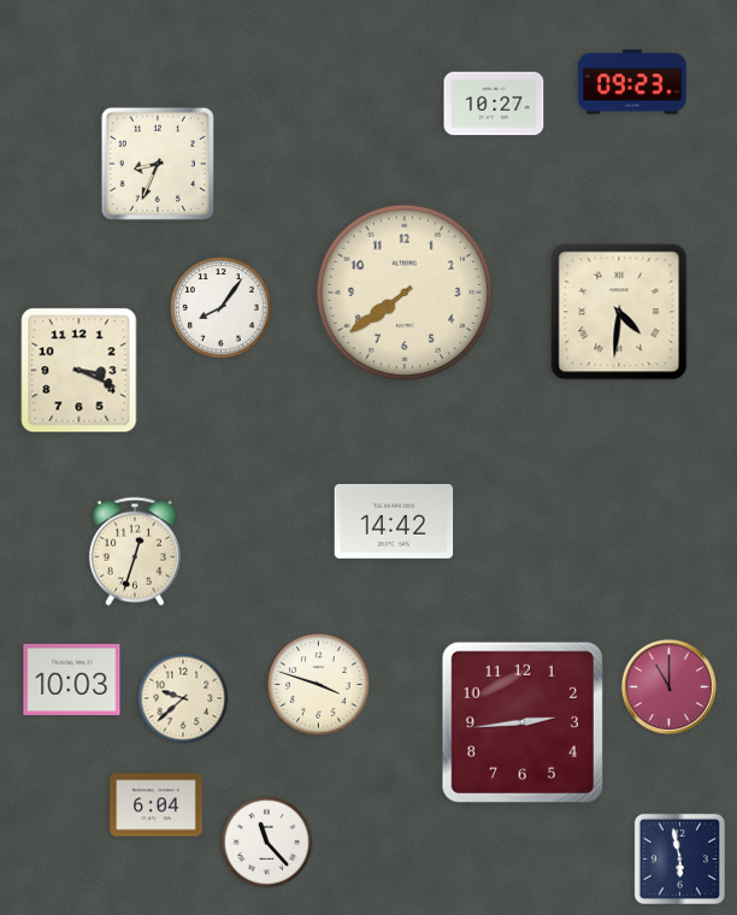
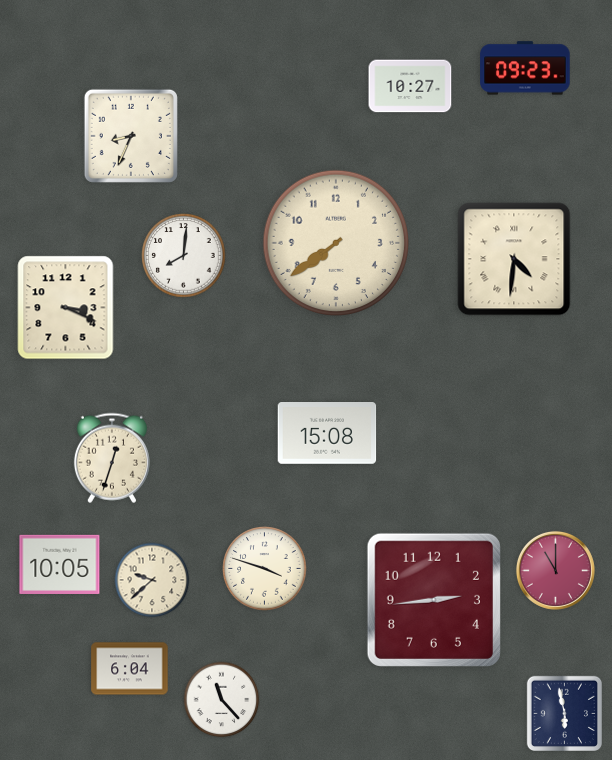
clock at (222, 308): 8:06 -> 8:01
clock at (394, 523): 14:42 -> 15:08
clock at (72, 679): 10:03 -> 10:05
